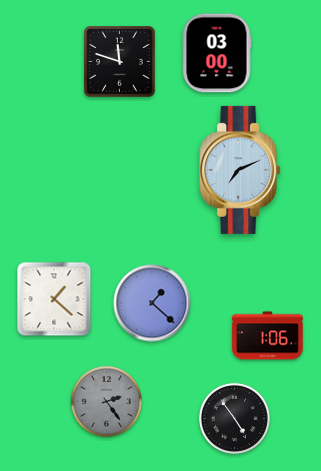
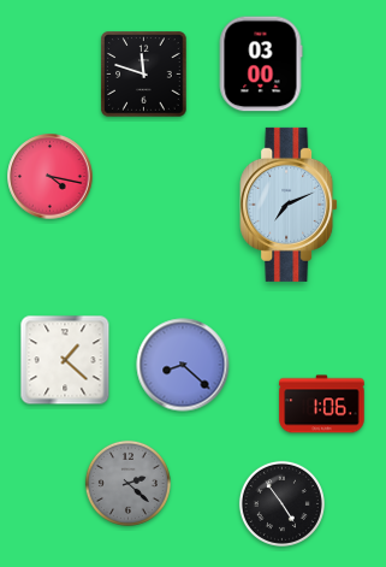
clock at (51, 177): none -> 4:17
clock at (152, 303): 1:22 -> 8:22
clock at (106, 401): 2:24 -> 2:22
